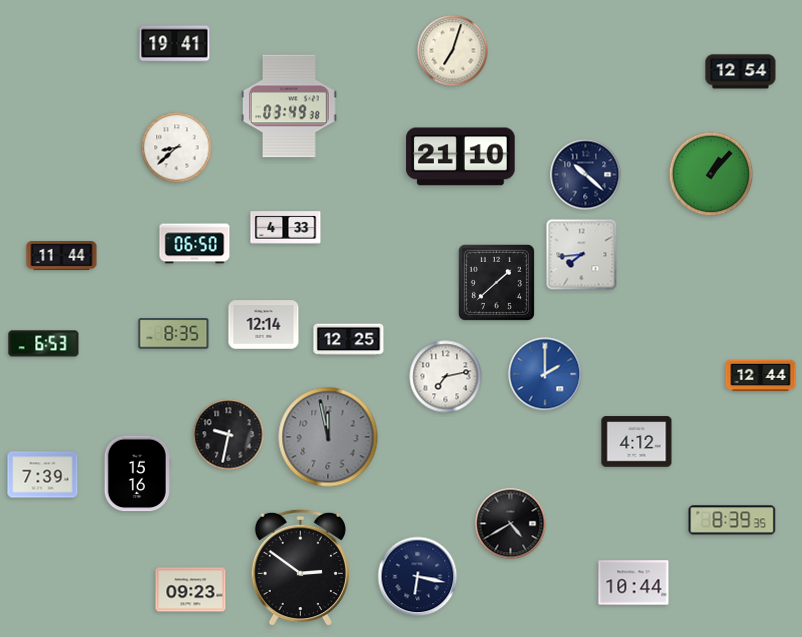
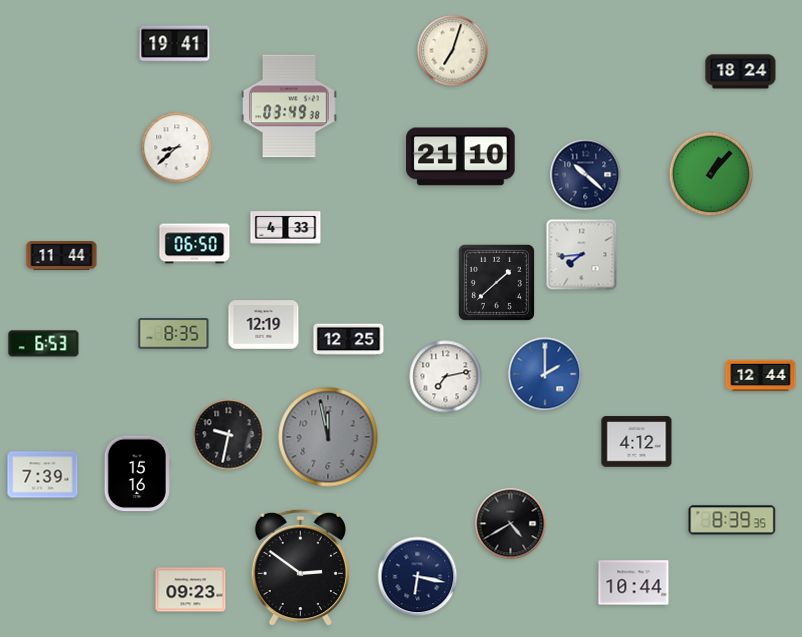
clock at (741, 72): 12:54 -> 18:24
clock at (264, 325): 12:14 -> 12:19
